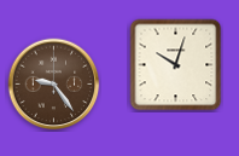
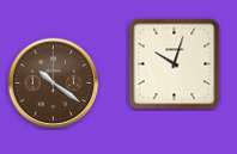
clock at (54, 85): 9:24 -> 10:21
